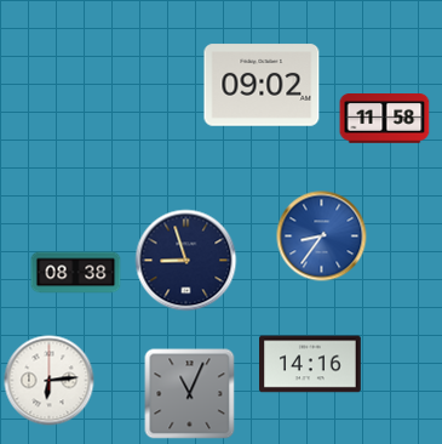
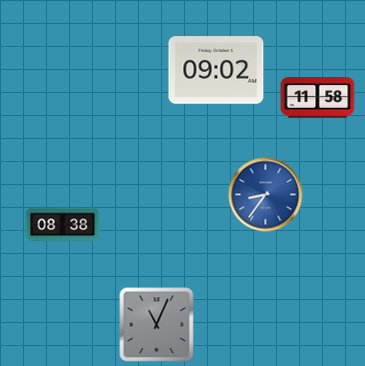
clock at (186, 261): 8:57 -> none
clock at (311, 364): 14:16 -> none
clock at (50, 381): 6:14 -> none
